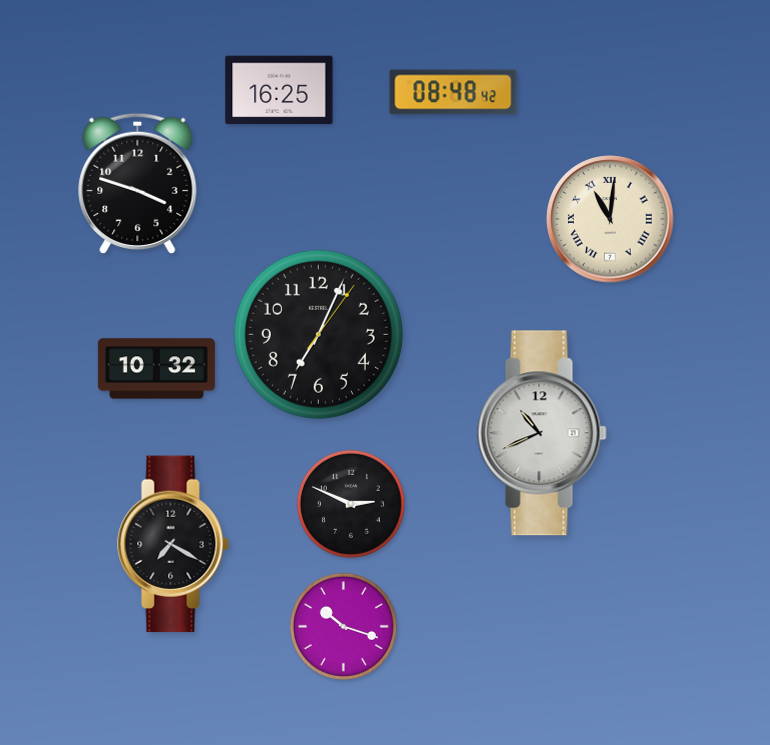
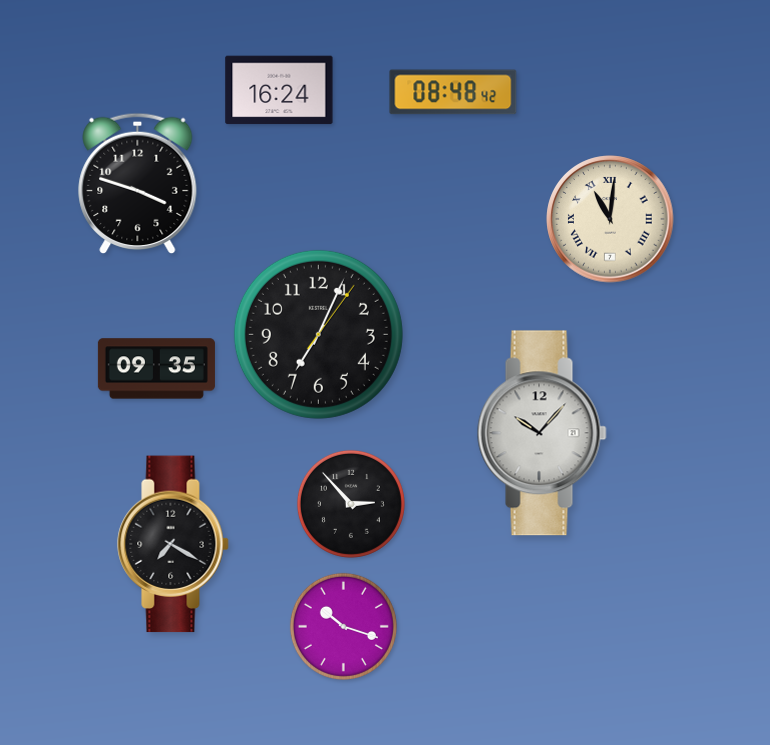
clock at (279, 90): 16:25 -> 16:24
clock at (156, 369): 10:32 -> 09:35
clock at (542, 433): 10:41 -> 10:07
clock at (351, 504): 2:49 -> 2:53
